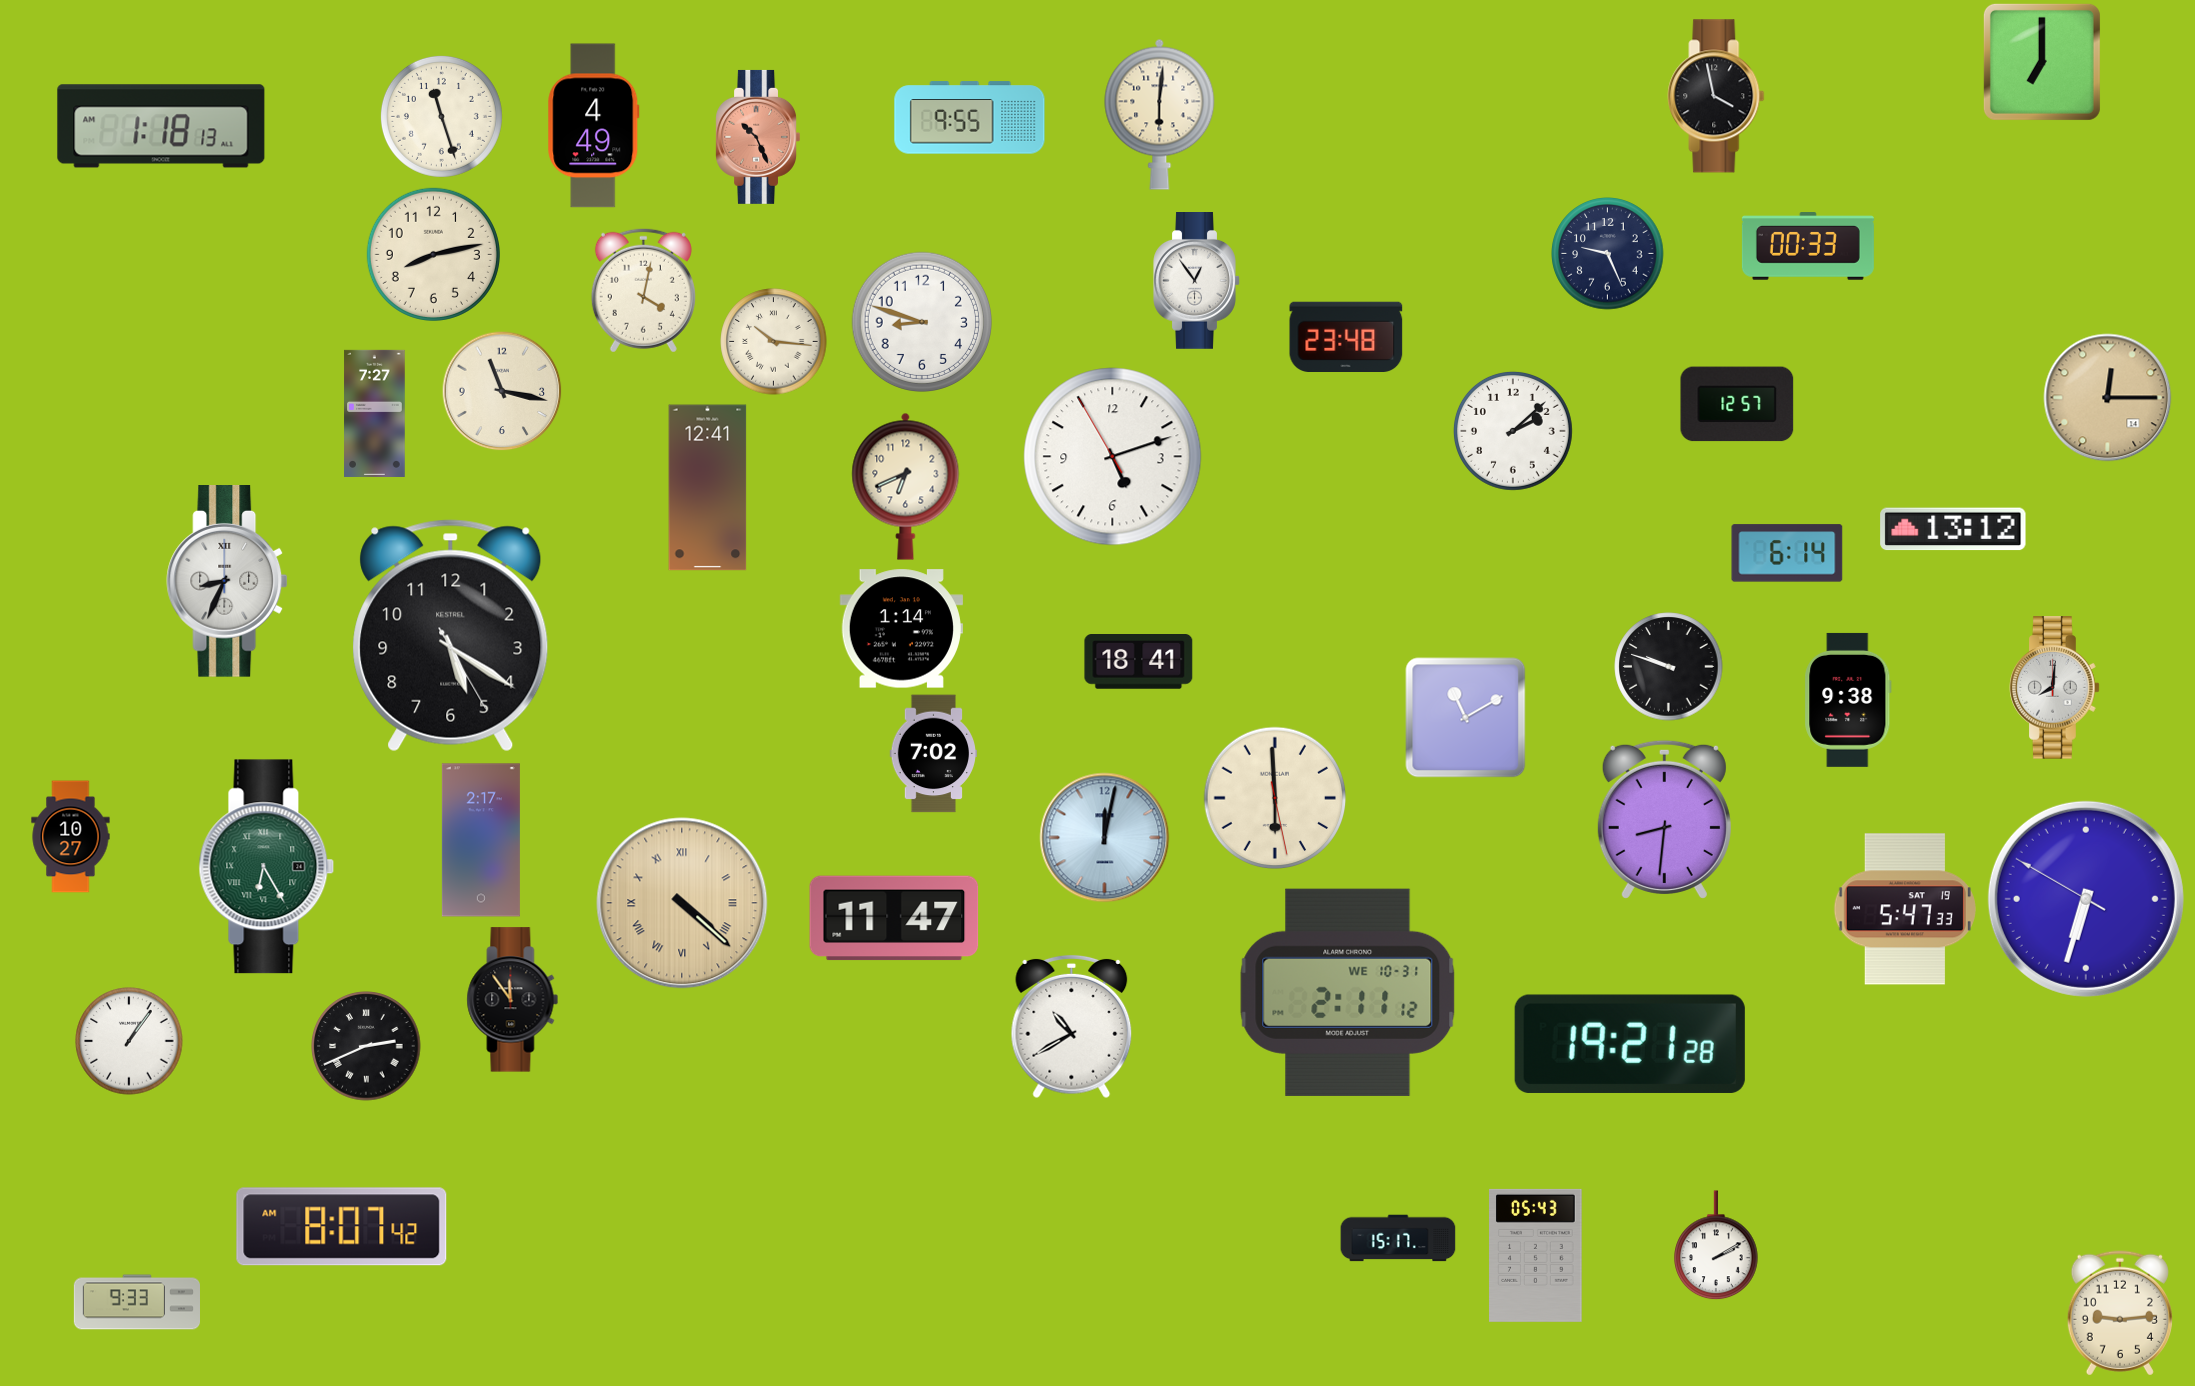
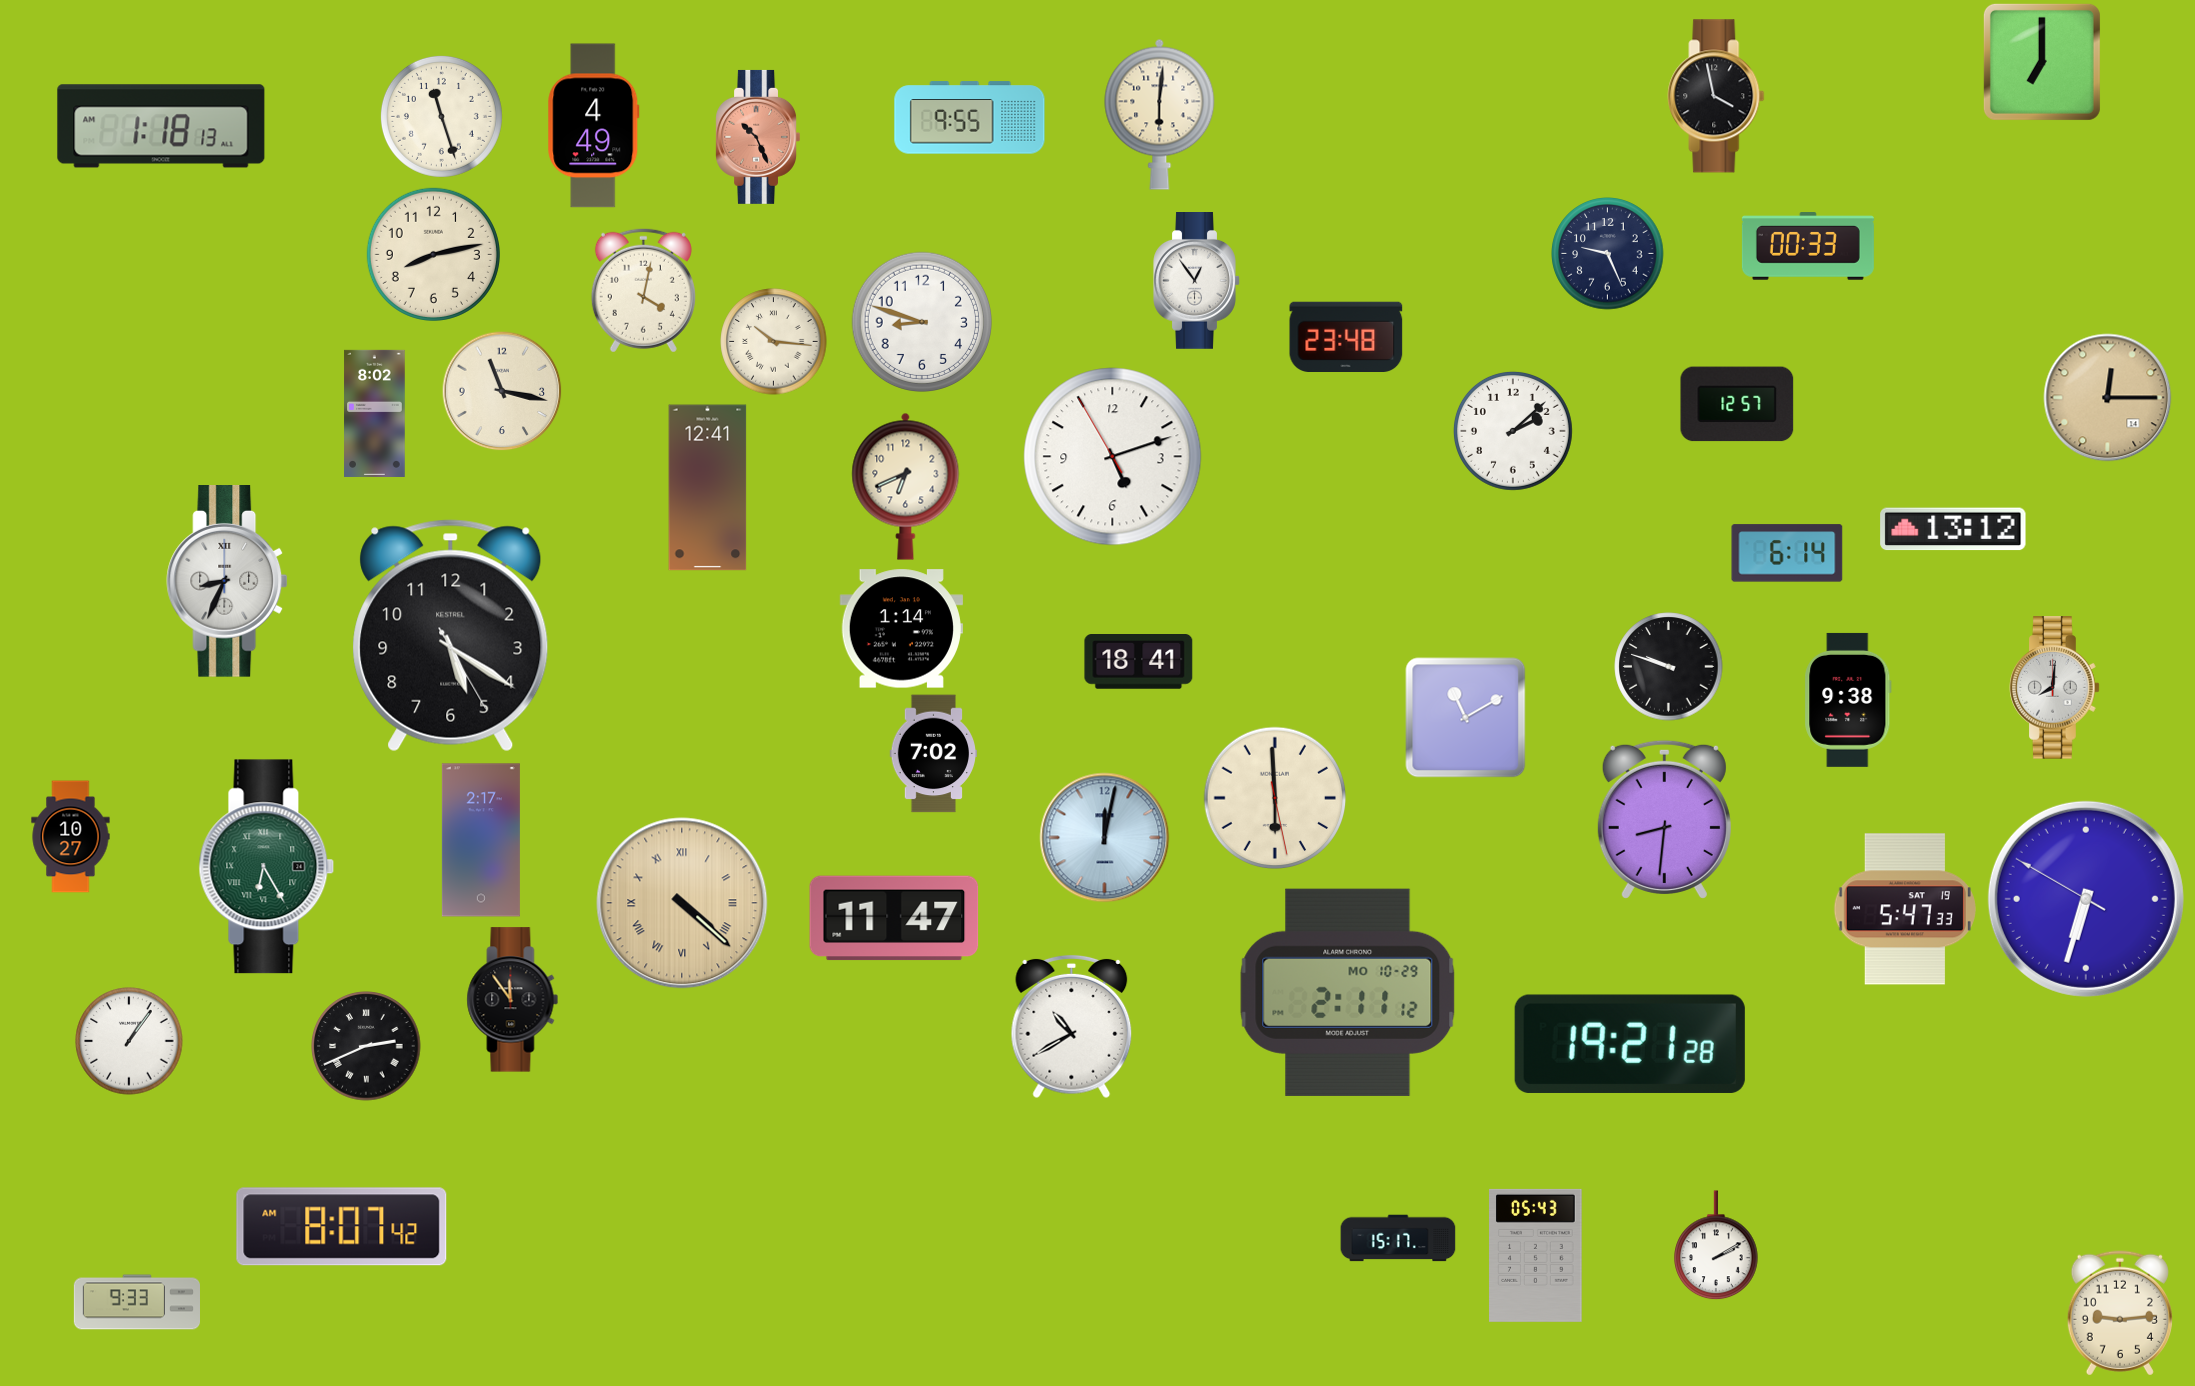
clock at (375, 413): 7:27 -> 8:02
clock at (1348, 992) date: WE 10-31 -> MO 10-29
